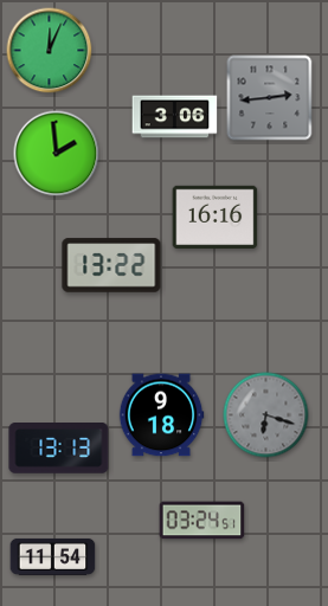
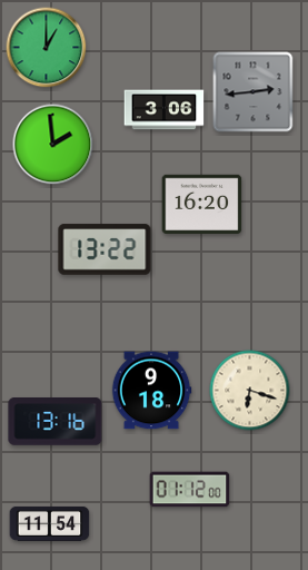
clock at (50, 51): 12:04 -> 1:00
clock at (216, 217): 16:16 -> 16:20
clock at (266, 415) dial: grey -> cream
clock at (59, 449): 13:13 -> 13:16
clock at (202, 521): 03:24 -> 01:12
